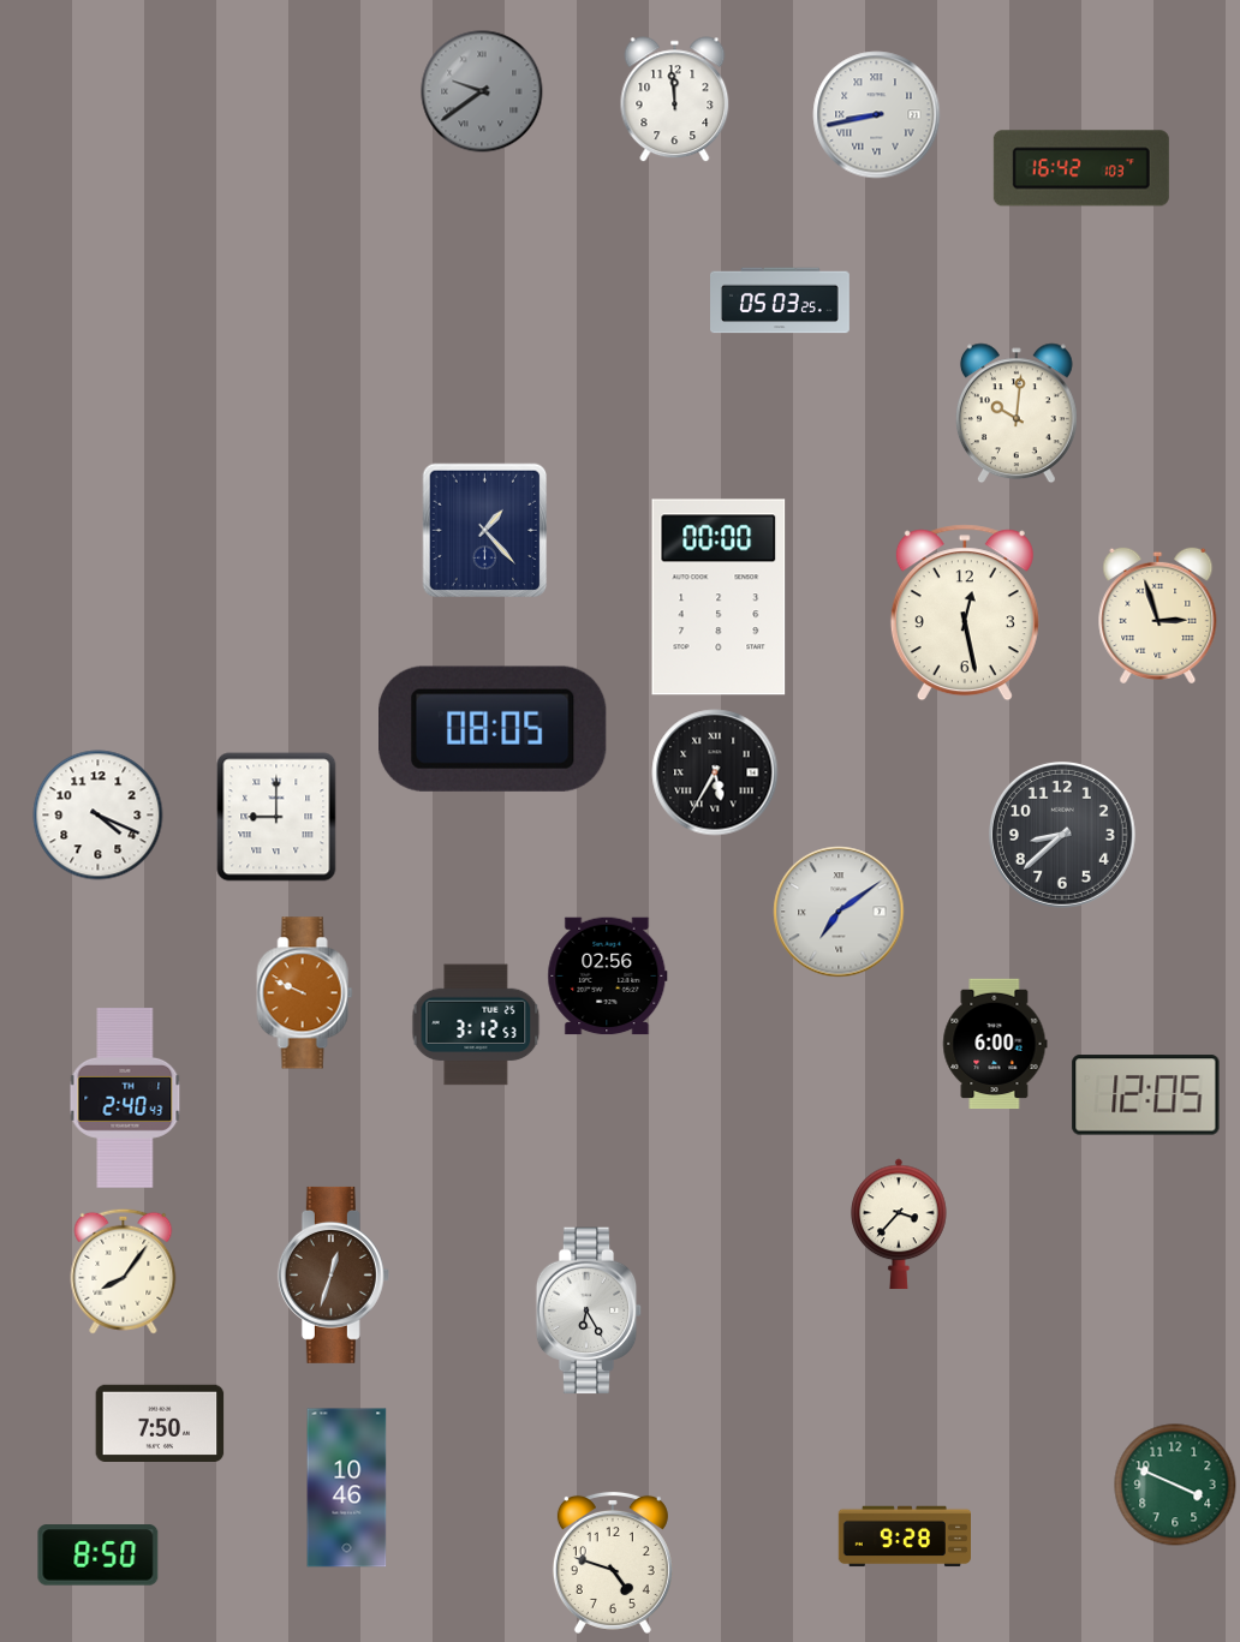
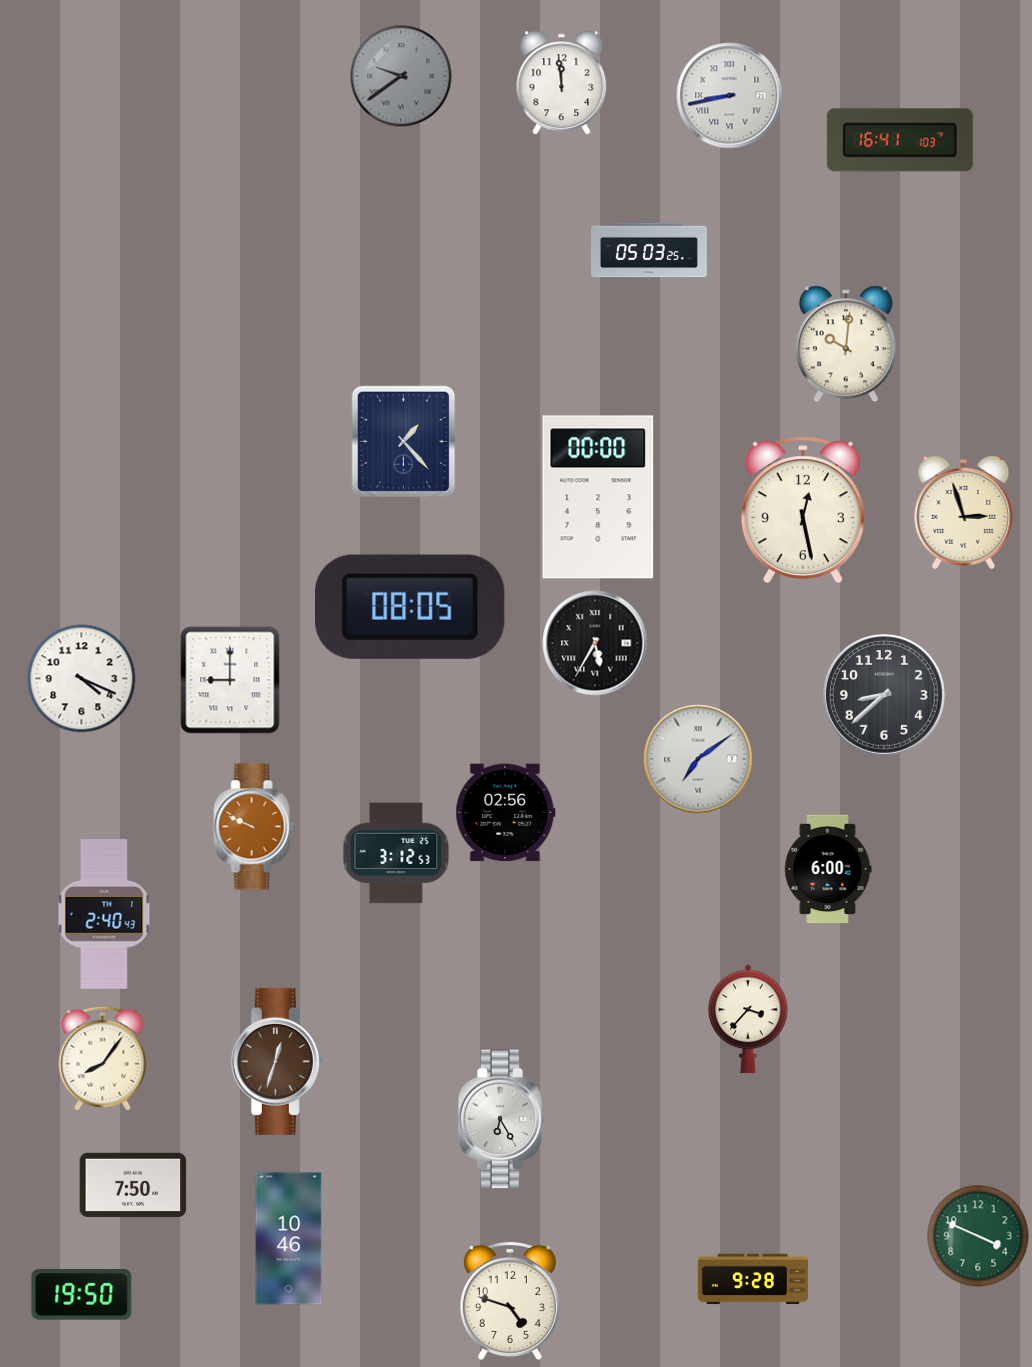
clock at (1081, 168): 16:42 -> 16:41
clock at (1146, 1095): 12:05 -> none
clock at (589, 1310) position: (589, 1310) -> (502, 1119)
clock at (99, 1556): 8:50 -> 19:50
